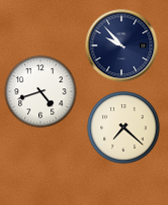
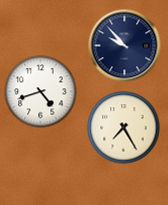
clock at (122, 46) position: (122, 46) -> (125, 46)
clock at (124, 128): 7:22 -> 7:25
